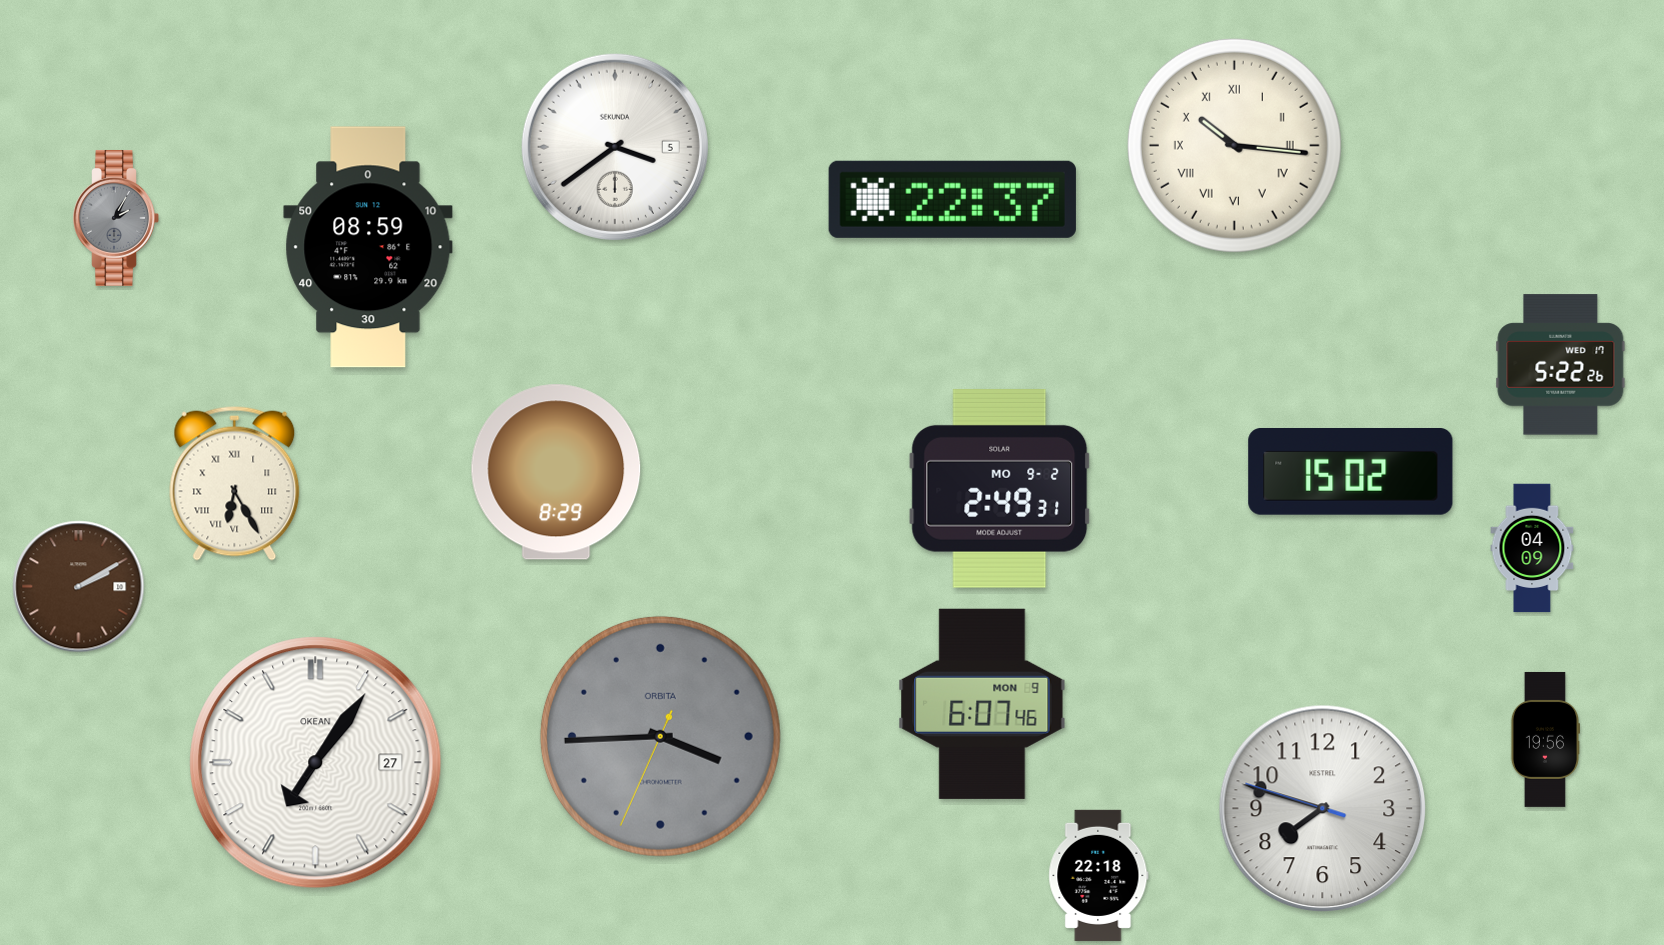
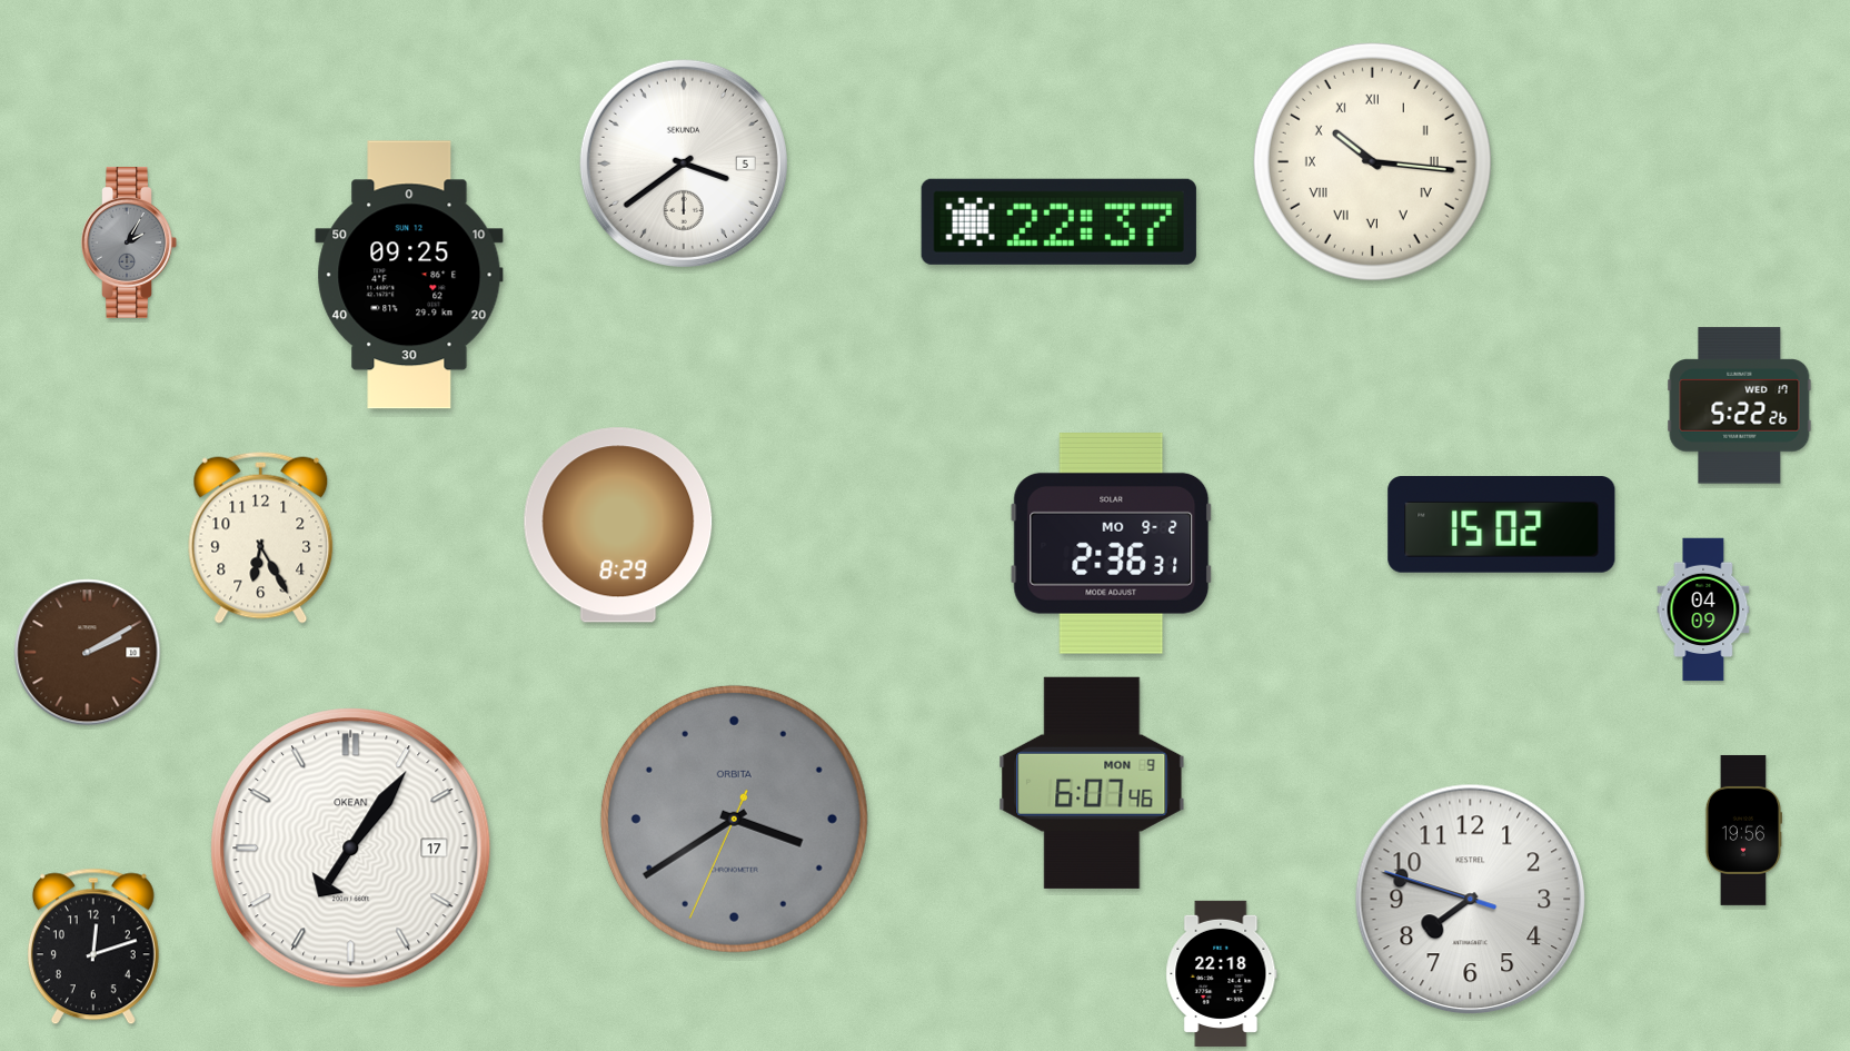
clock at (368, 247): 08:59 -> 09:25
clock at (1561, 365) position: (1561, 365) -> (1740, 406)
clock at (235, 483) numerals: Roman -> Arabic
clock at (1000, 488): 2:49 -> 2:36
clock at (660, 736): 3:44 -> 3:39
clock at (1544, 739) position: (1544, 739) -> (1742, 830)
clock at (316, 763) date: 27 -> 17
clock at (93, 946): none -> 12:12
